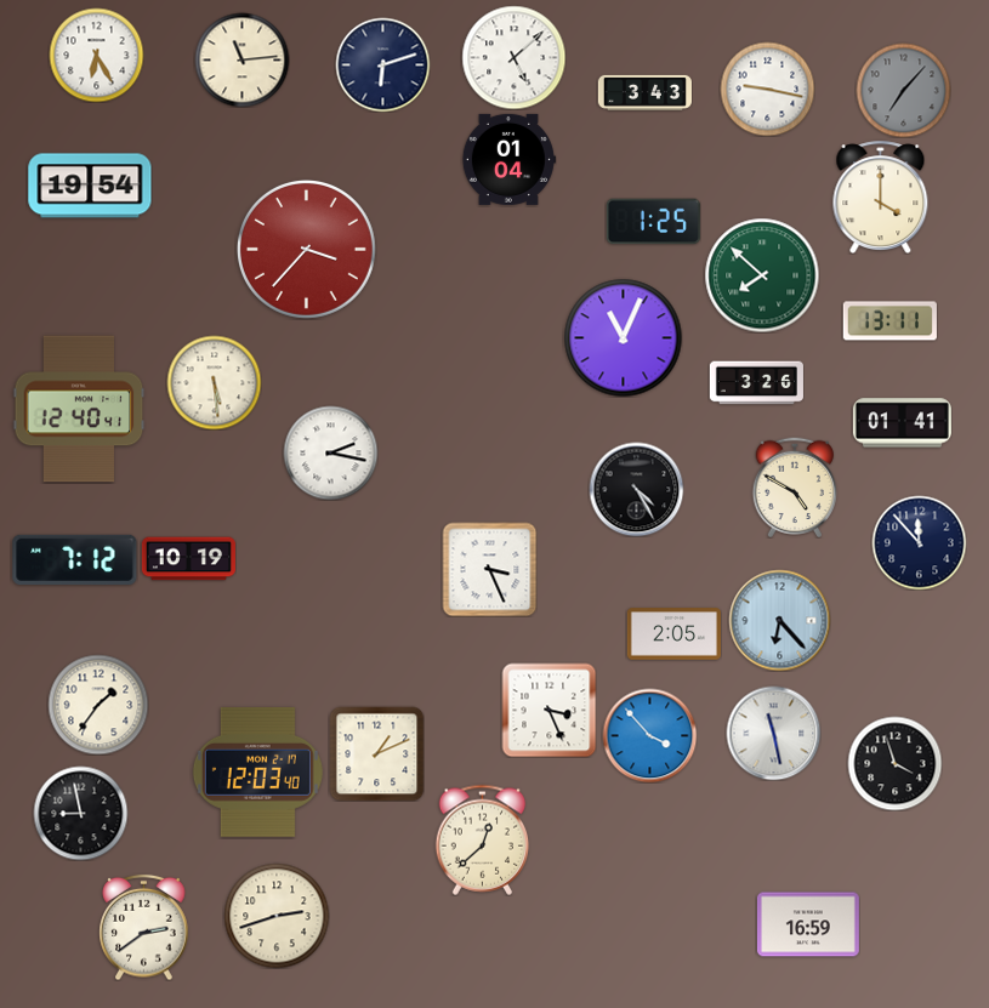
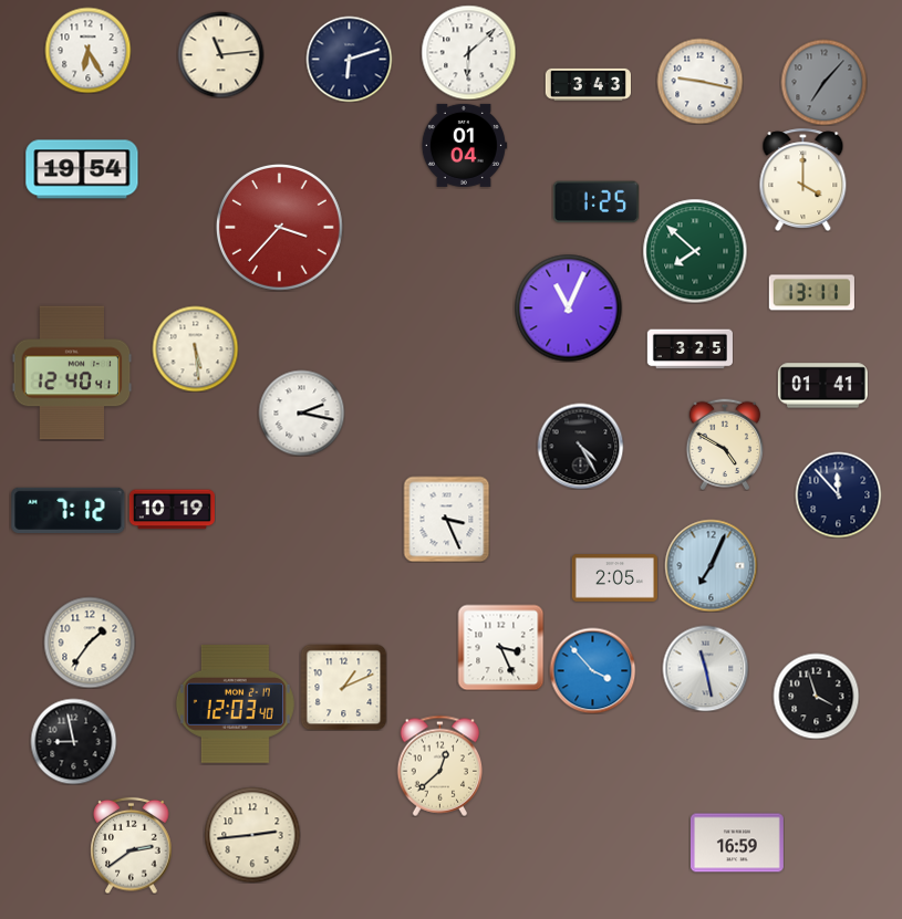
clock at (513, 57): 5:08 -> 6:08
clock at (756, 383): 3:26 -> 3:25
clock at (779, 620): 6:23 -> 7:04
clock at (277, 916): 2:42 -> 2:44
